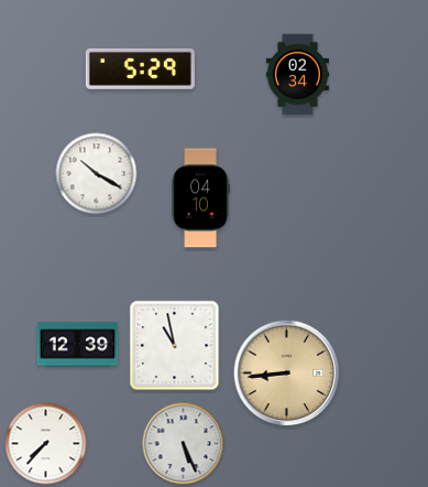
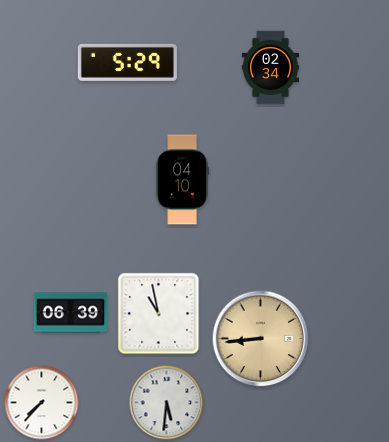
clock at (97, 174): 10:20 -> none
clock at (78, 345): 12:39 -> 06:39
clock at (184, 444): 5:26 -> 5:31
